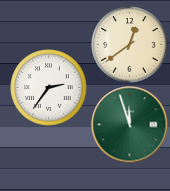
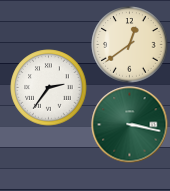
clock at (130, 125): 11:57 -> 3:17
